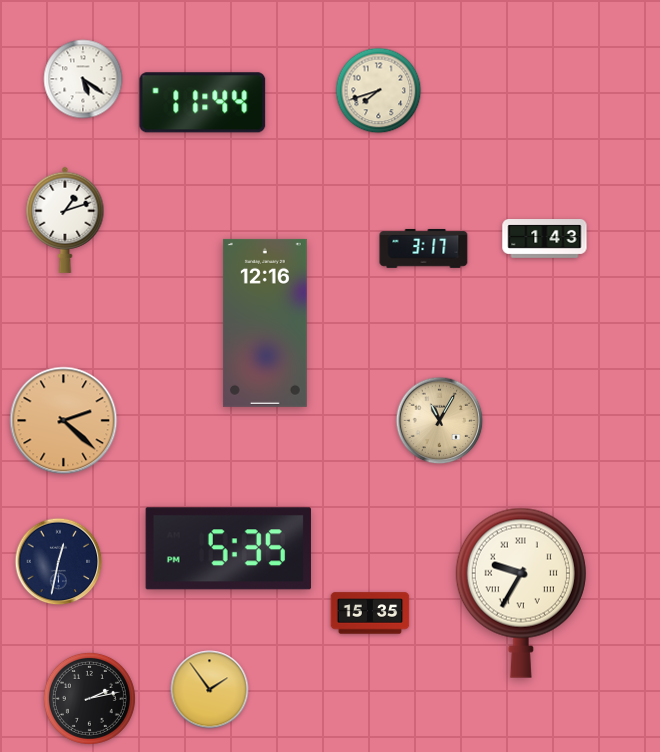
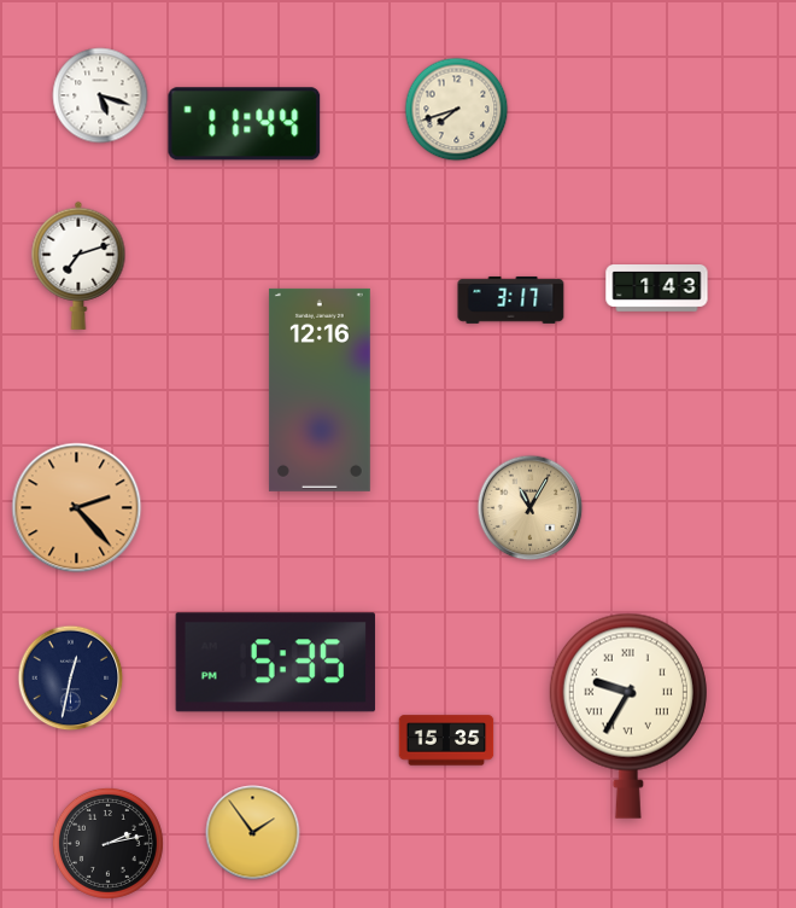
clock at (83, 79): 5:21 -> 5:18
clock at (65, 220): 1:12 -> 7:12
clock at (64, 421): 2:22 -> 2:23
